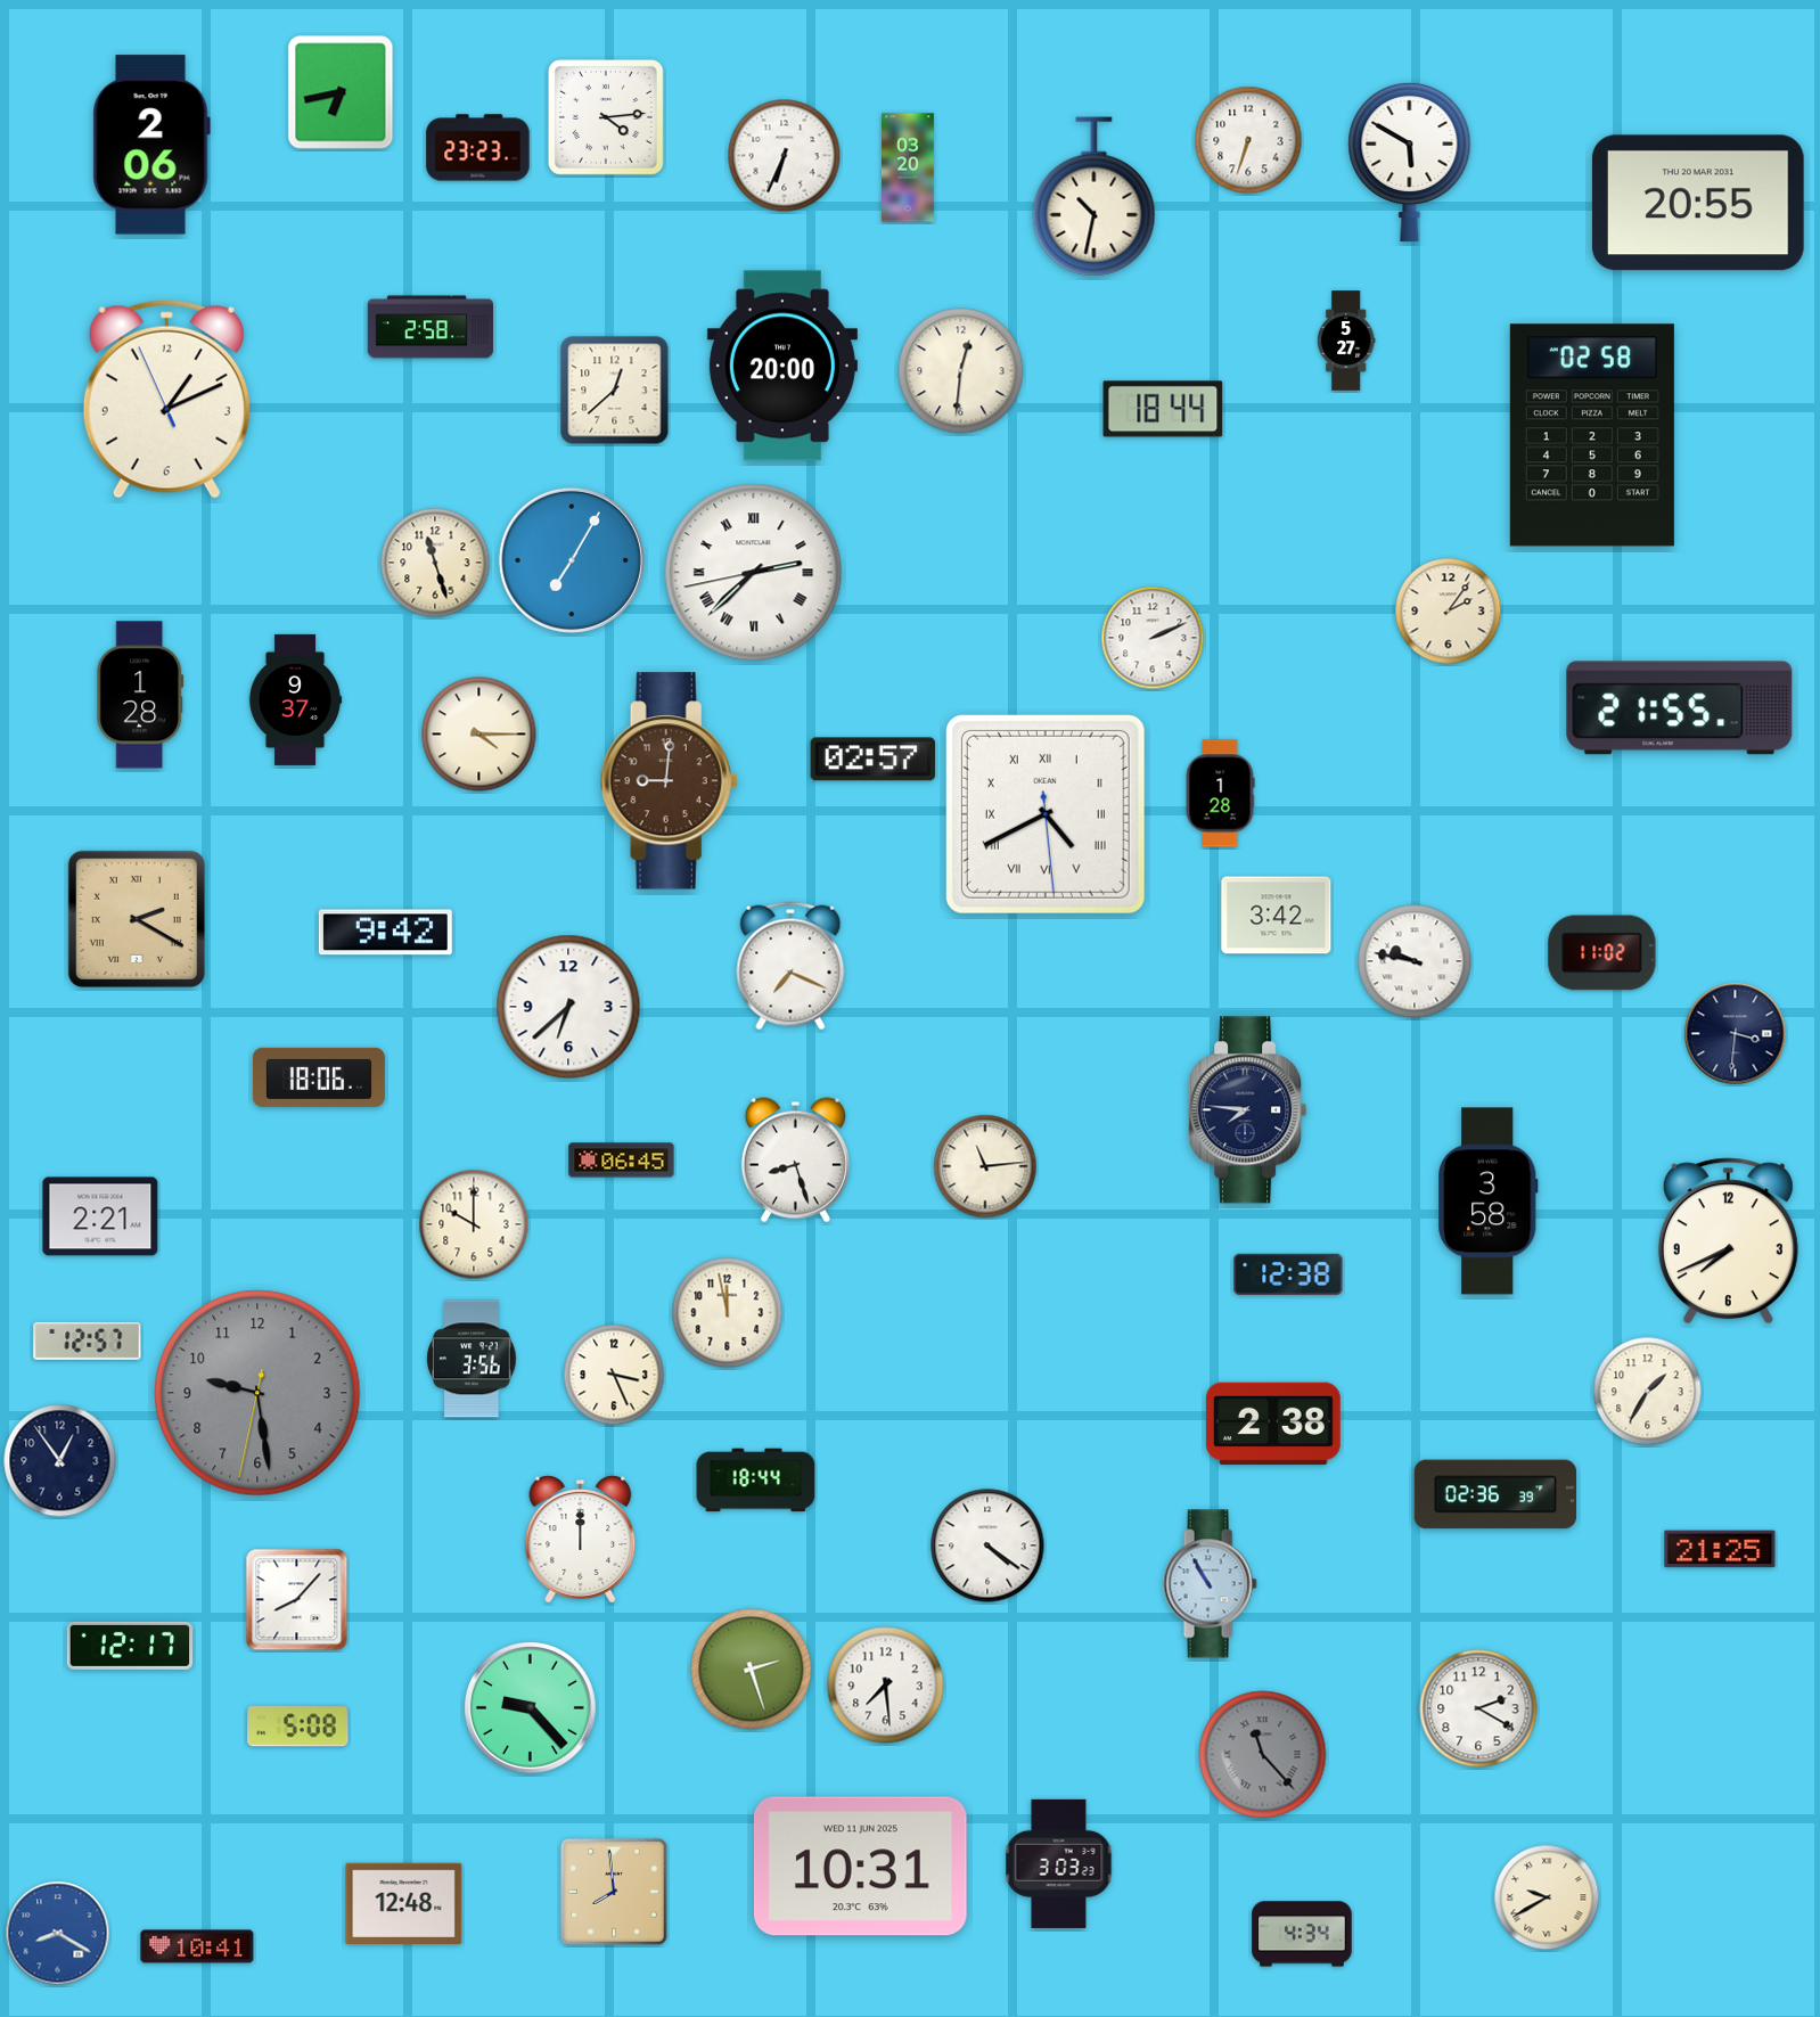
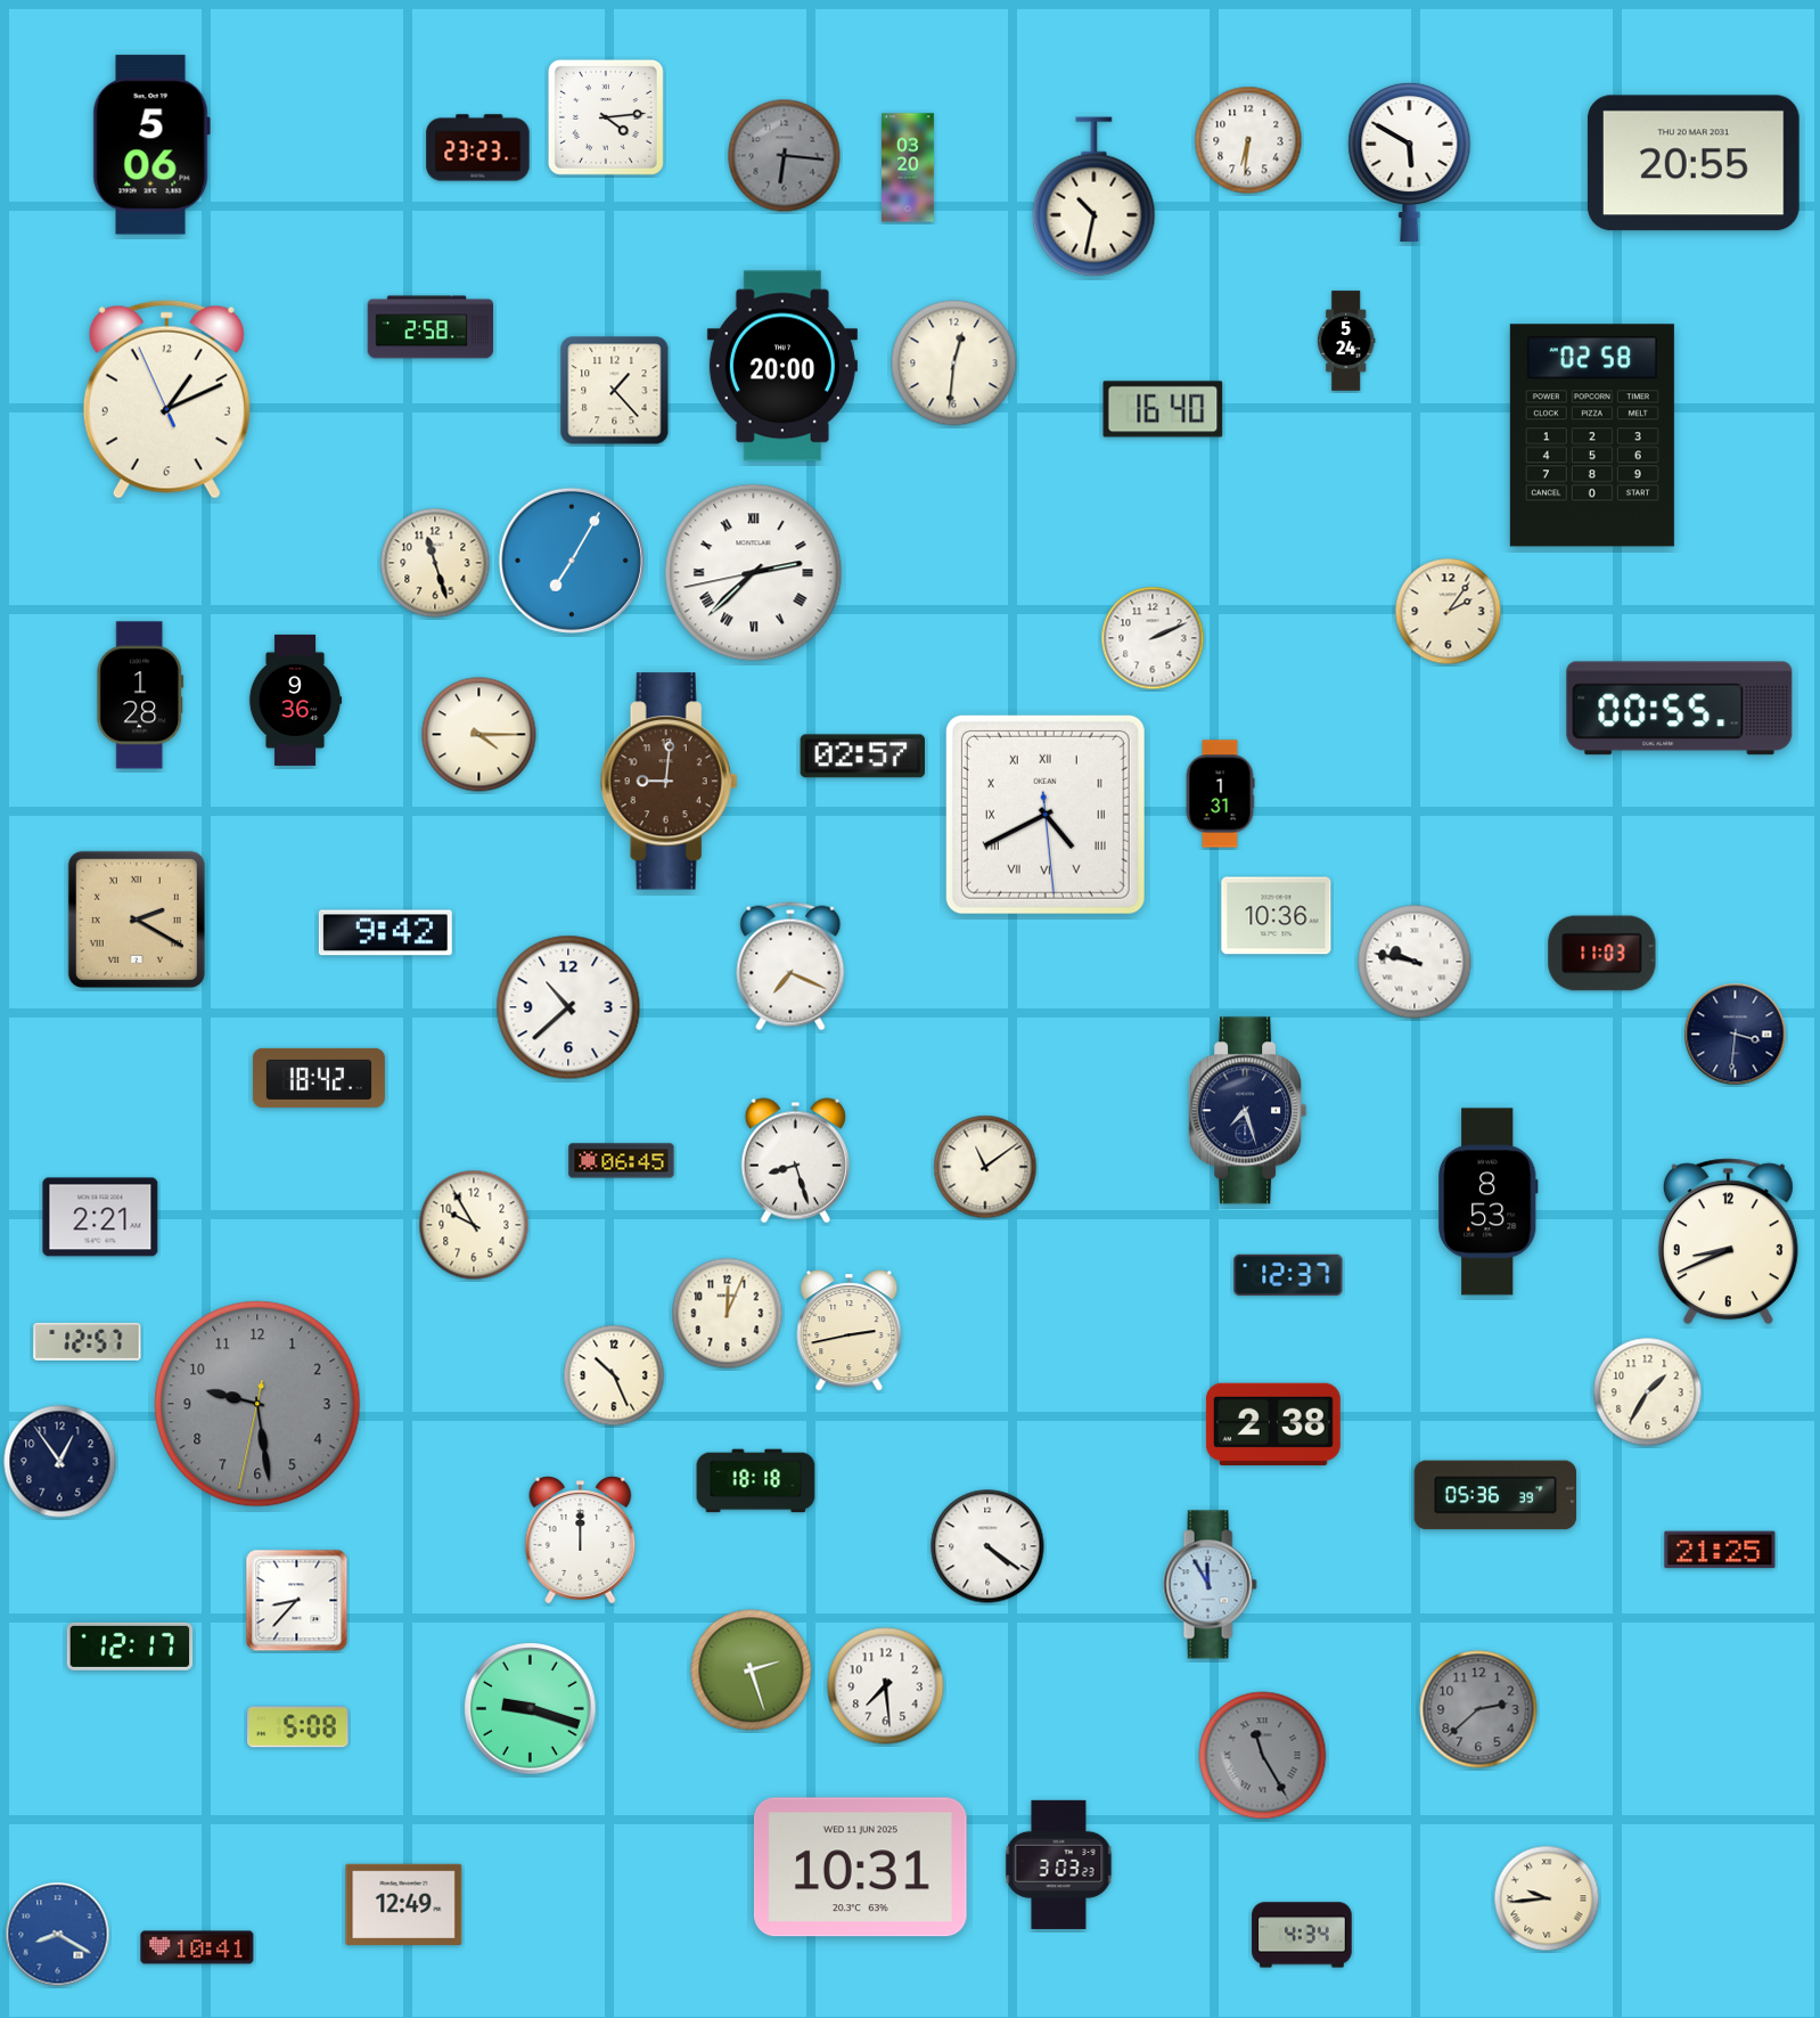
clock at (341, 92): 6:43 -> none
clock at (1248, 140): 6:33 -> 6:31
clock at (151, 145): 2:06 -> 5:06
clock at (785, 156): 6:34 -> 6:16
clock at (785, 156) dial: white -> grey
clock at (1698, 203) position: (1698, 203) -> (1694, 163)
clock at (1346, 341): 5:27 -> 5:24
clock at (961, 371) position: (961, 371) -> (954, 363)
clock at (615, 391): 12:38 -> 1:23
clock at (1163, 409): 18:44 -> 16:40
clock at (295, 699): 9:37 -> 9:36
clock at (1680, 708): 21:55 -> 00:55
clock at (872, 760) position: (872, 760) -> (862, 757)
clock at (1220, 794): 1:28 -> 1:31
clock at (1277, 916): 3:42 -> 10:36
clock at (1602, 953): 11:02 -> 11:03
clock at (568, 1007): 6:38 -> 10:38
clock at (319, 1077): 18:06 -> 18:42
clock at (1248, 1110): 7:46 -> 7:27
clock at (985, 1166): 11:14 -> 11:09
clock at (1489, 1202): 3:58 -> 8:53
clock at (474, 1224): 10:00 -> 9:55
clock at (1728, 1241): 7:41 -> 8:41
clock at (1288, 1274): 12:38 -> 12:37
clock at (728, 1313): 11:58 -> 12:04
clock at (850, 1331): none -> 2:43
clock at (472, 1359): 3:56 -> none
clock at (614, 1375): 3:26 -> 10:26
clock at (257, 1393) position: (257, 1393) -> (257, 1404)
clock at (756, 1481): 18:44 -> 18:18
clock at (1495, 1494): 02:36 -> 05:36
clock at (1210, 1584): 10:55 -> 11:55
clock at (297, 1600): 8:07 -> 8:37
clock at (531, 1708): 9:23 -> 9:18
clock at (1478, 1708): 2:20 -> 2:38
clock at (1478, 1708) dial: white -> grey
clock at (1263, 1755): 11:23 -> 11:25
clock at (614, 1892): 7:59 -> none
clock at (1547, 1897): 9:40 -> 9:44
clock at (404, 1903): 12:48 -> 12:49
